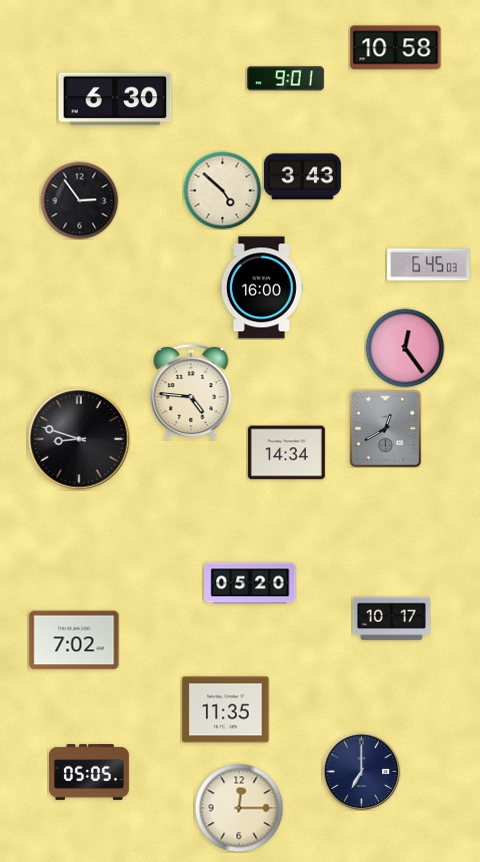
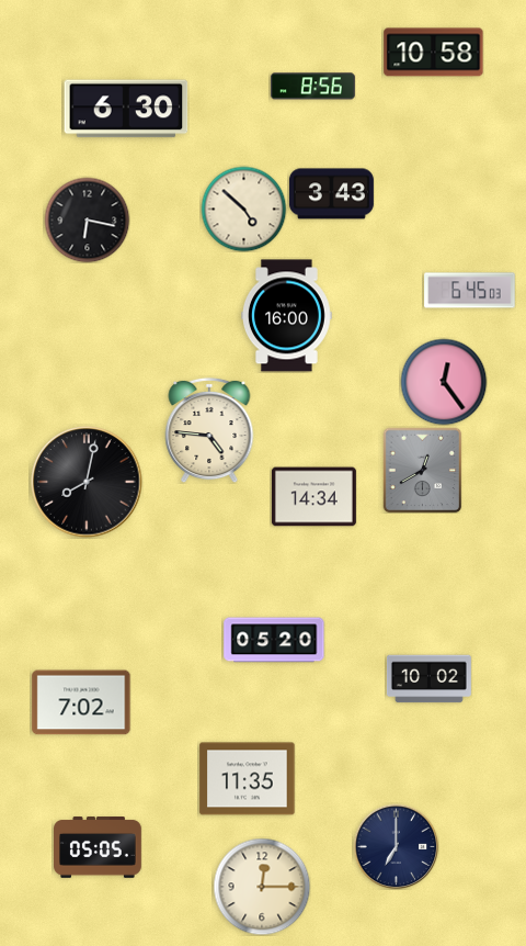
clock at (285, 79): 9:01 -> 8:56
clock at (79, 200): 2:54 -> 6:17
clock at (79, 439): 8:48 -> 8:02
clock at (391, 619): 10:17 -> 10:02
